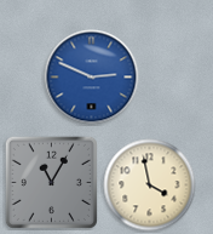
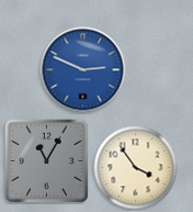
clock at (51, 182) position: (51, 182) -> (46, 160)
clock at (150, 186): 3:58 -> 3:54
